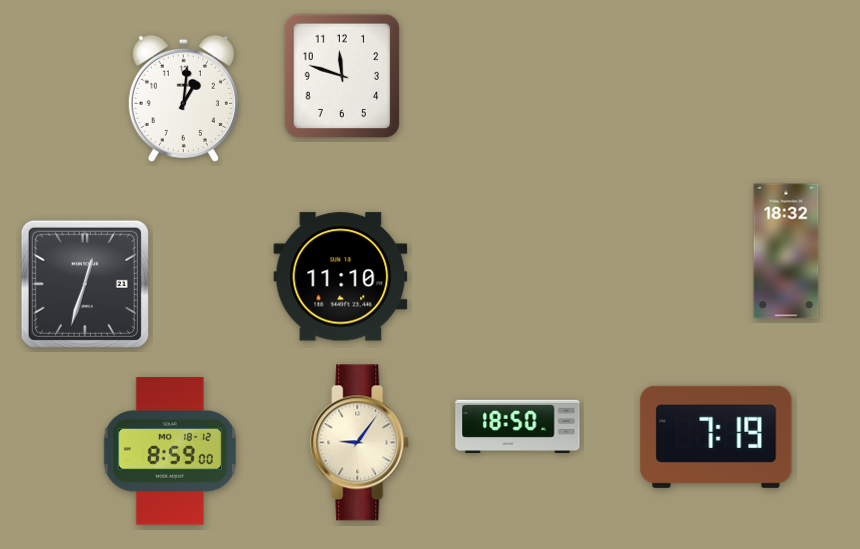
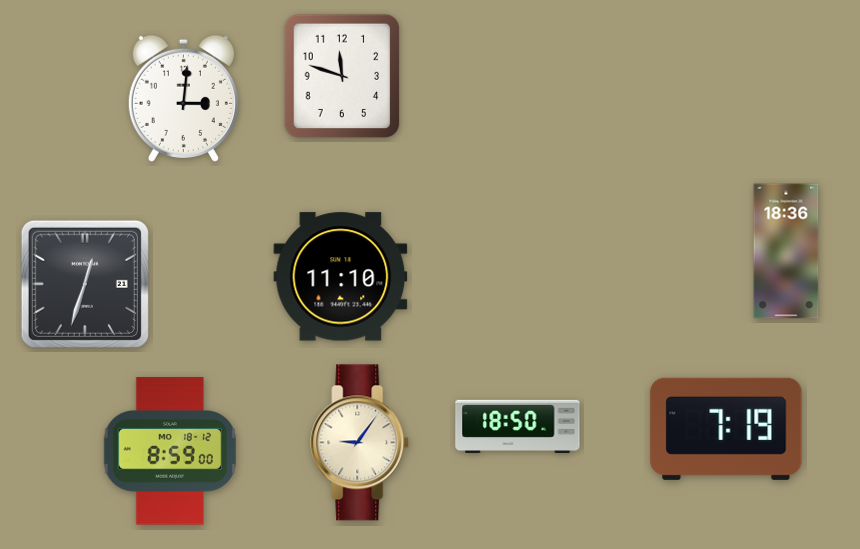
clock at (183, 98): 1:01 -> 3:01
clock at (786, 251): 18:32 -> 18:36
clock at (716, 437) position: (716, 437) -> (726, 429)
